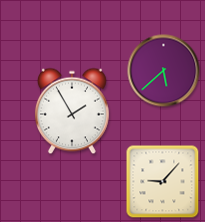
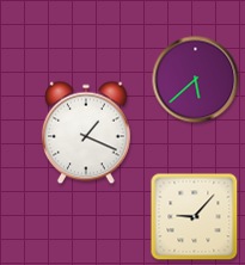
clock at (164, 71) position: (164, 71) -> (196, 80)
clock at (72, 111): 1:55 -> 1:19
